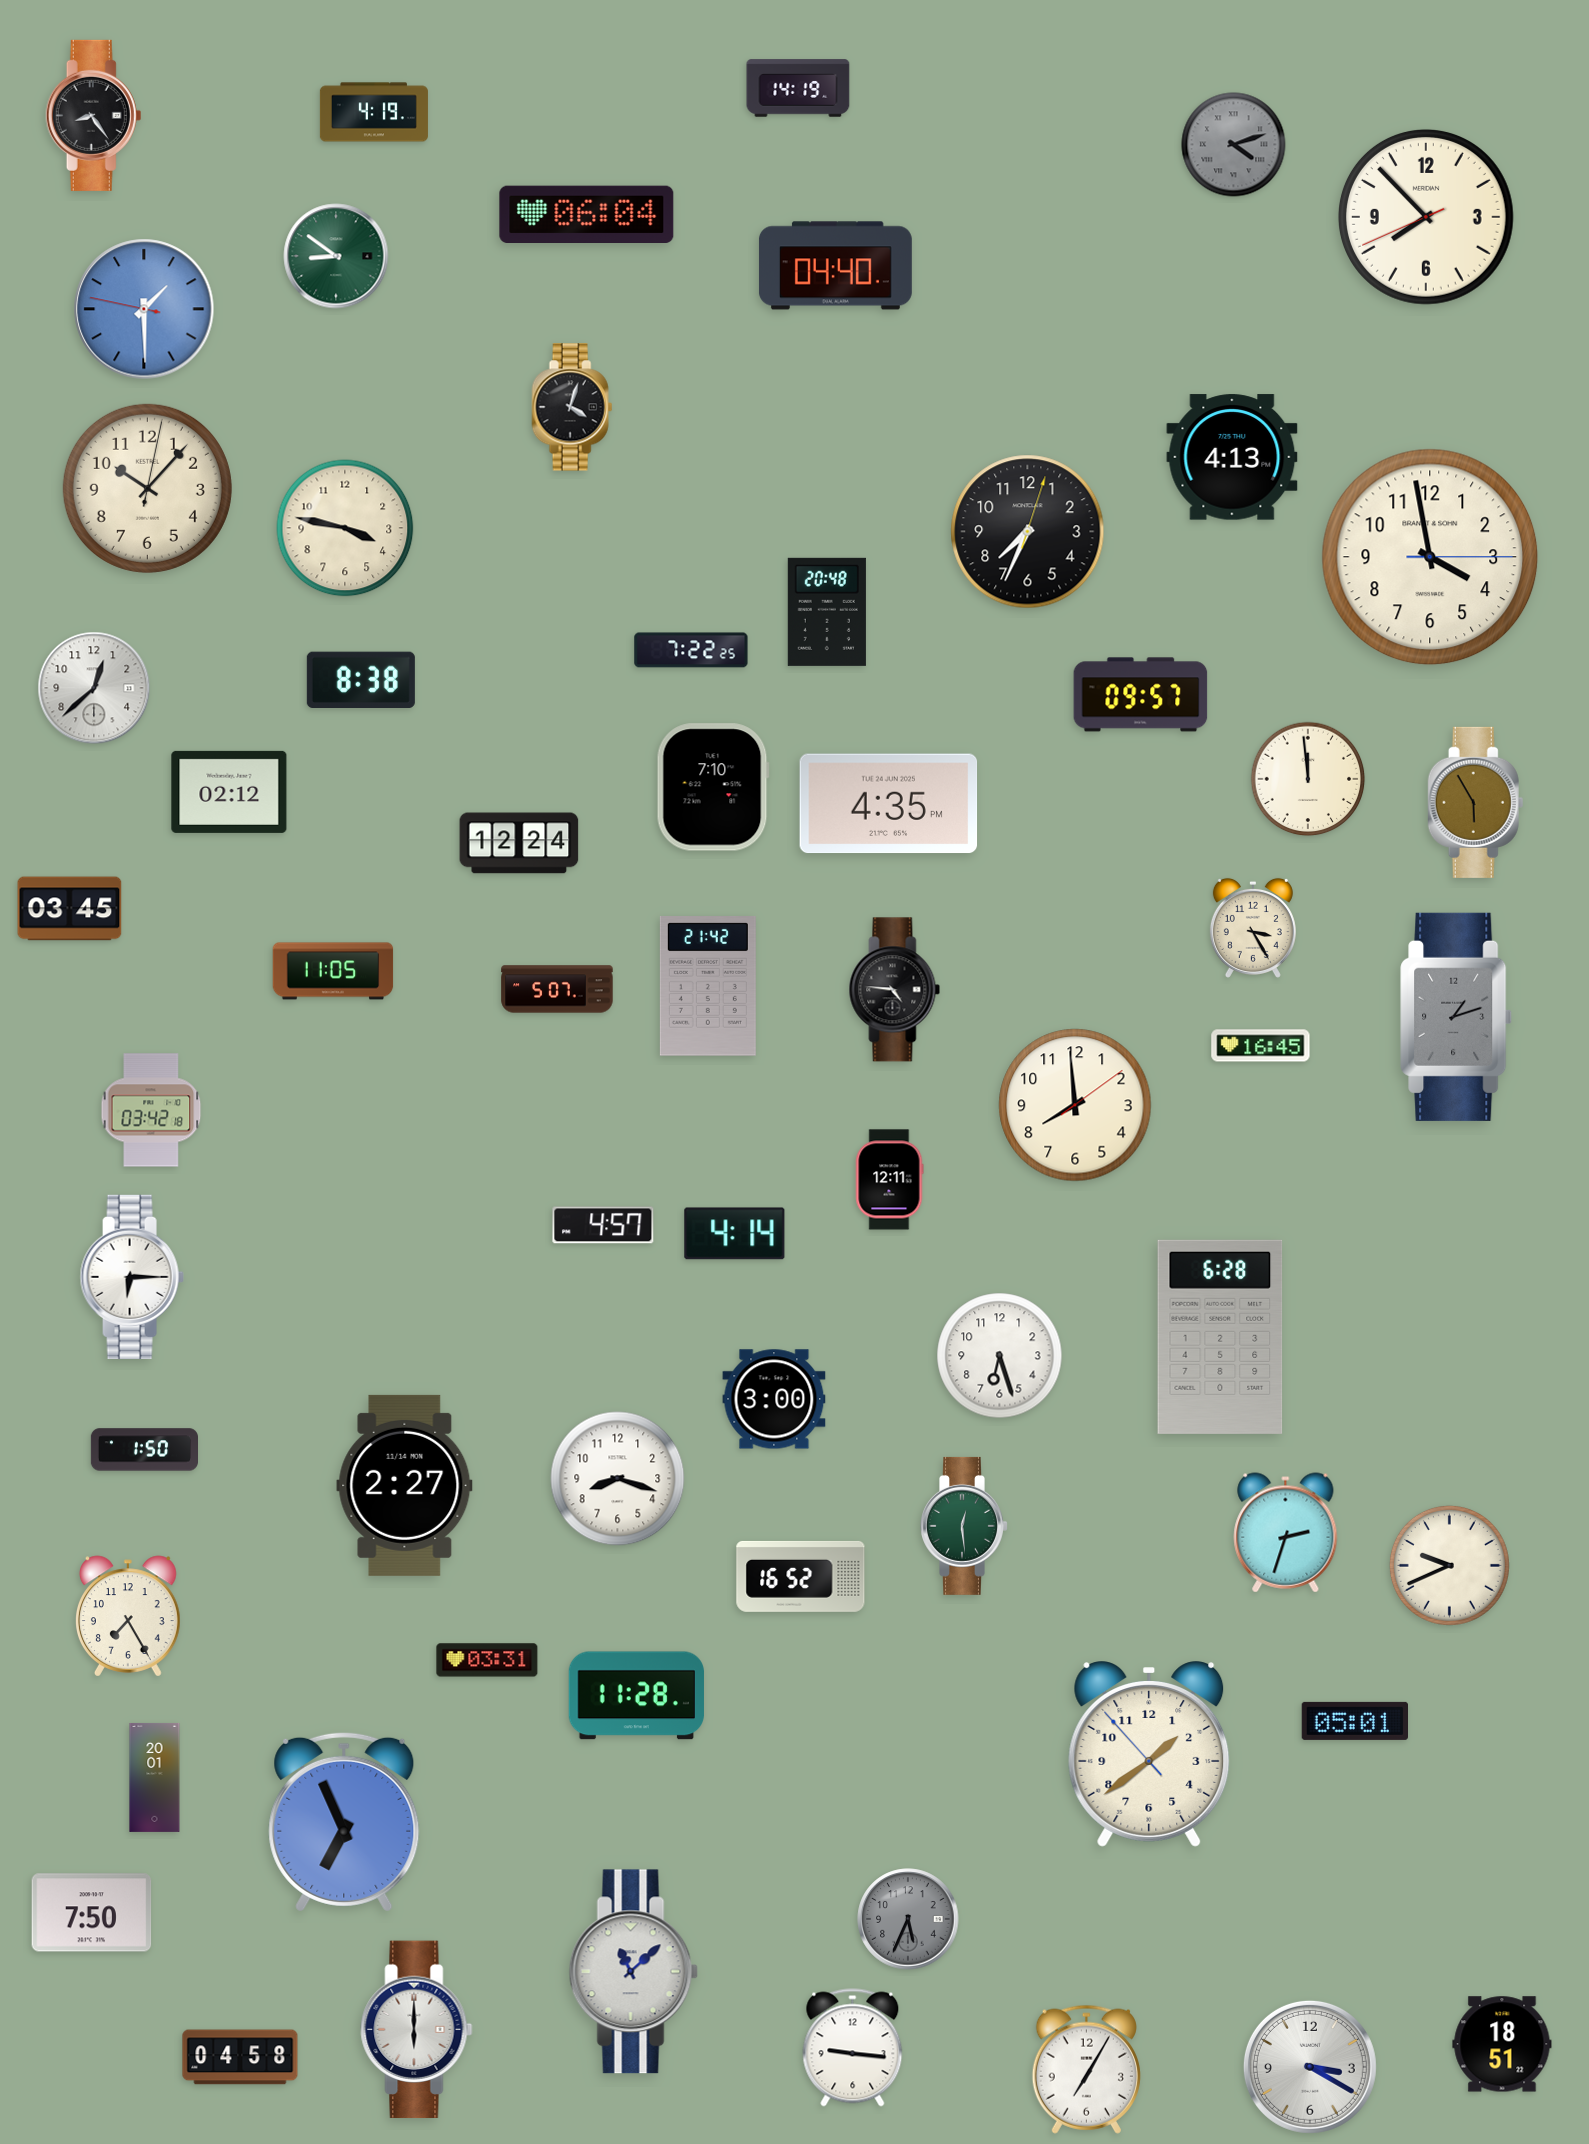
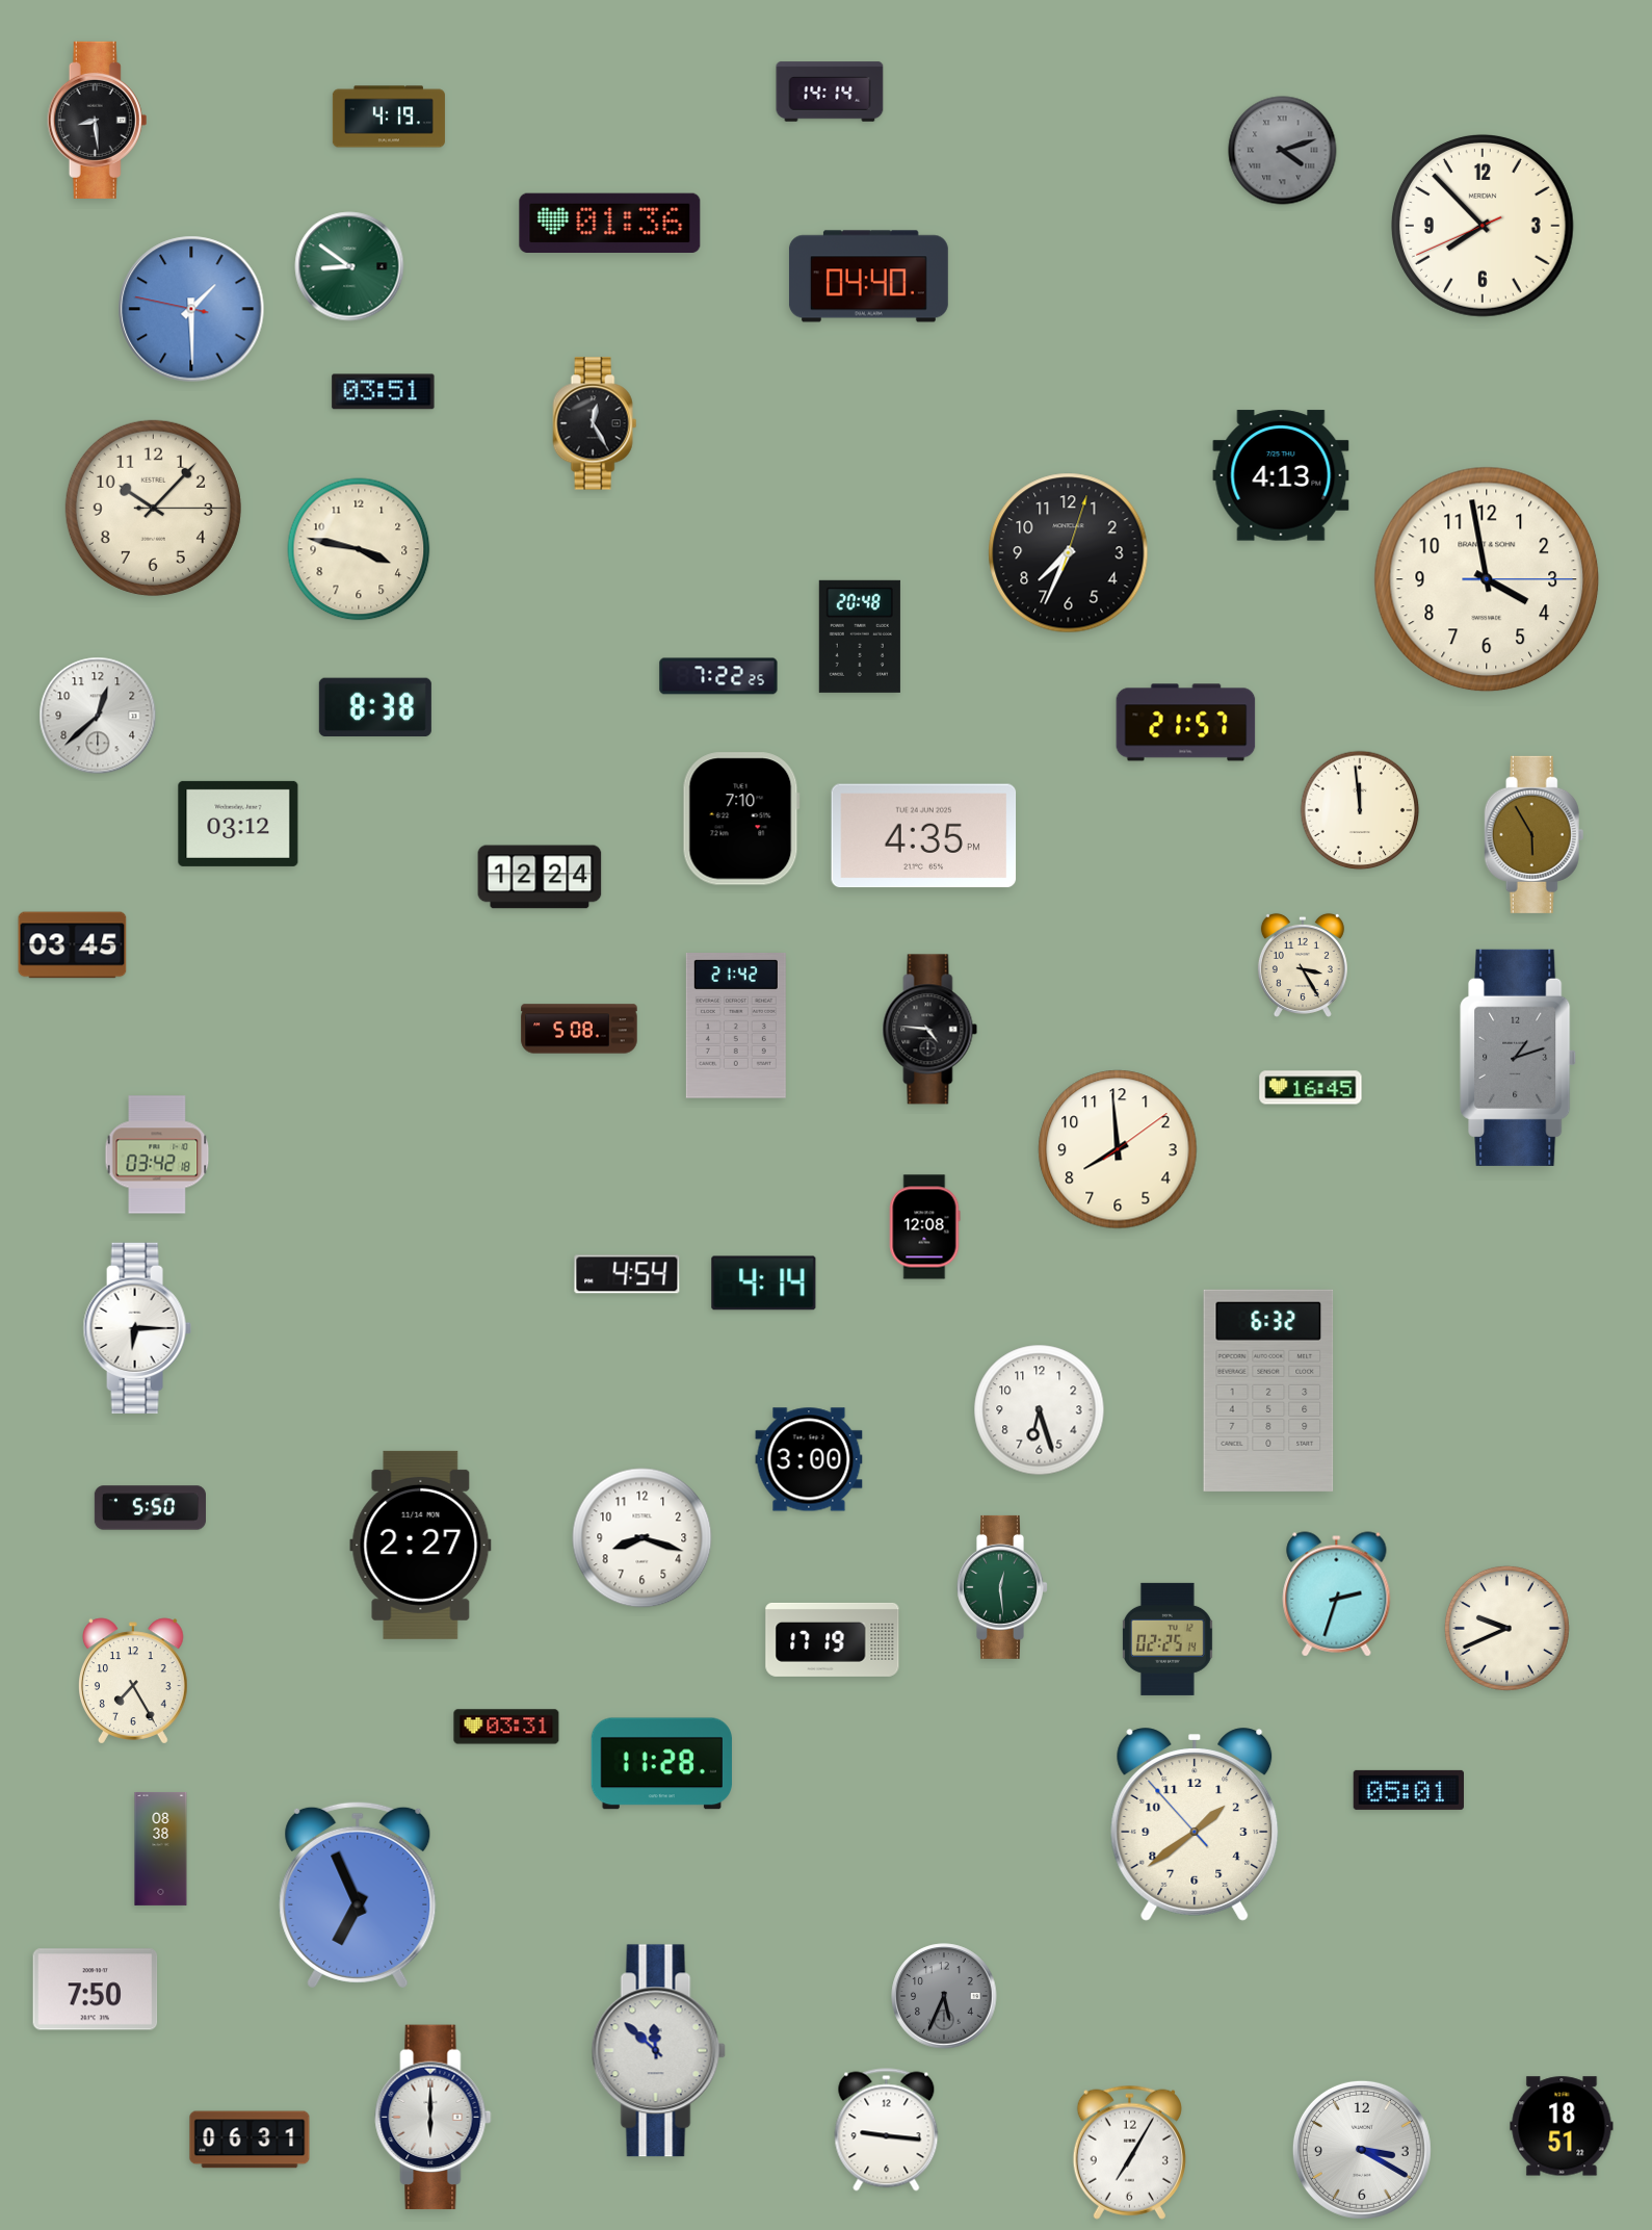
clock at (798, 88): 14:19 -> 14:14
clock at (94, 115): 8:24 -> 8:29
clock at (587, 215): 06:04 -> 01:36
clock at (144, 309) position: (144, 309) -> (191, 309)
clock at (384, 392): none -> 03:51
clock at (572, 407): 4:03 -> 12:25
clock at (147, 488): 10:07:02 -> 10:07:15
clock at (1141, 695): 09:57 -> 21:57
clock at (229, 792): 02:12 -> 03:12
clock at (333, 971): 11:05 -> none
clock at (557, 989): 5:07 -> 5:08
clock at (1457, 1017) position: (1457, 1017) -> (1519, 1058)
clock at (889, 1180): 12:11 -> 12:08
clock at (603, 1225): 4:57 -> 4:54
clock at (1220, 1337): 6:28 -> 6:32
clock at (774, 1399) position: (774, 1399) -> (809, 1459)
clock at (144, 1450): 1:50 -> 5:50
clock at (801, 1576): 16:52 -> 17:19
clock at (1168, 1639): none -> 02:25
clock at (155, 1777): 20:01 -> 08:38
clock at (633, 1972): 11:08 -> 11:52
clock at (417, 2030) position: (417, 2030) -> (434, 2118)
clock at (240, 2057): 04:58 -> 06:31
